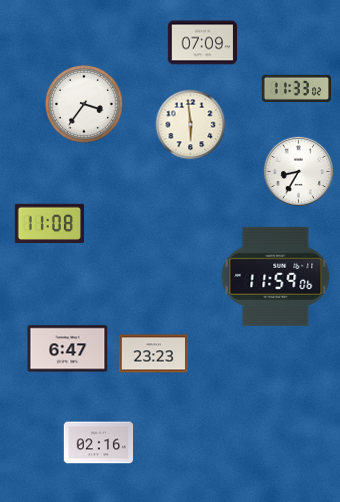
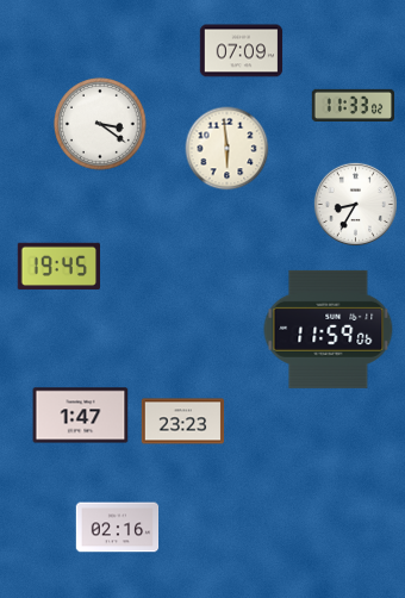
clock at (84, 104): 3:36 -> 3:21
clock at (49, 224): 11:08 -> 19:45
clock at (68, 349): 6:47 -> 1:47
